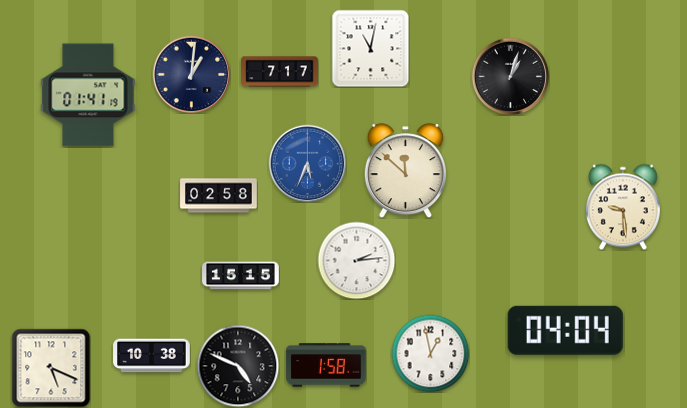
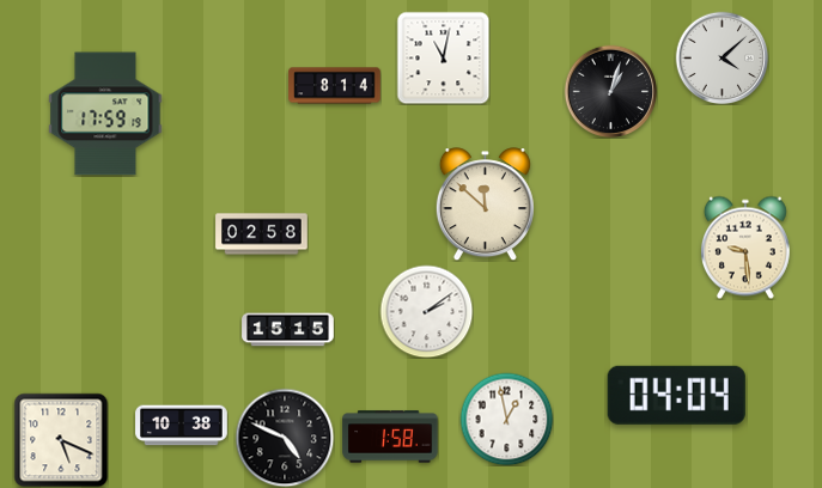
clock at (721, 57): none -> 4:08
clock at (280, 72): 7:17 -> 8:14
clock at (191, 74): 1:01 -> none
clock at (88, 95): 01:41 -> 17:59
clock at (307, 163): 5:34 -> none
clock at (356, 260): 2:14 -> 2:09
clock at (430, 353) position: (430, 353) -> (506, 419)
